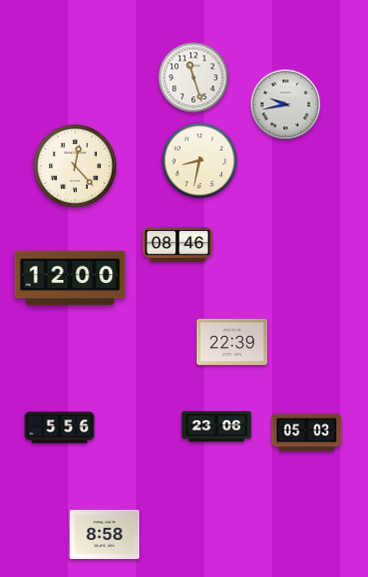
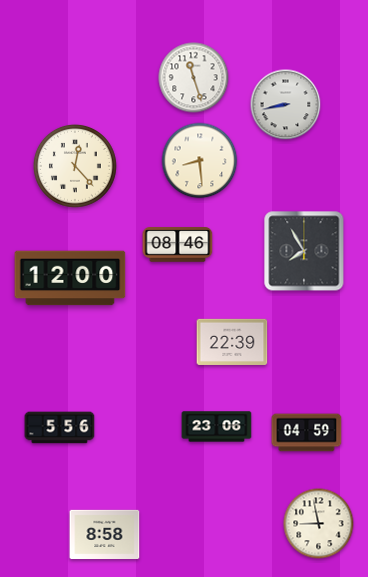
clock at (286, 105): 9:43 -> 8:43
clock at (200, 161): 8:32 -> 8:29
clock at (304, 251): none -> 7:55
clock at (307, 433): 05:03 -> 04:59
clock at (319, 524): none -> 8:58
